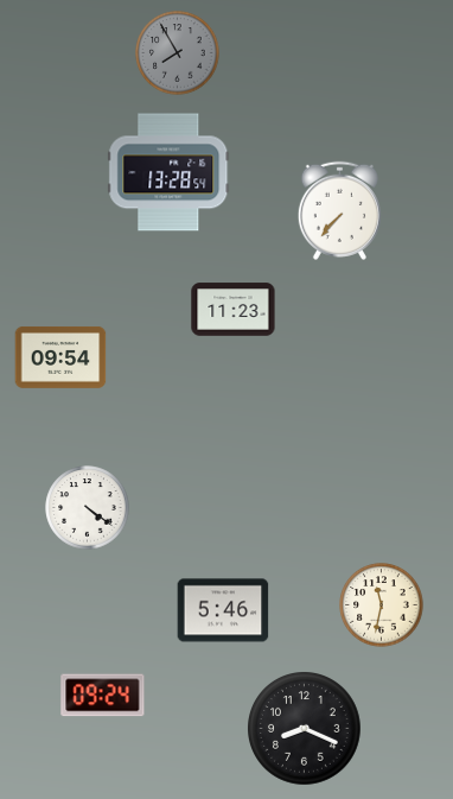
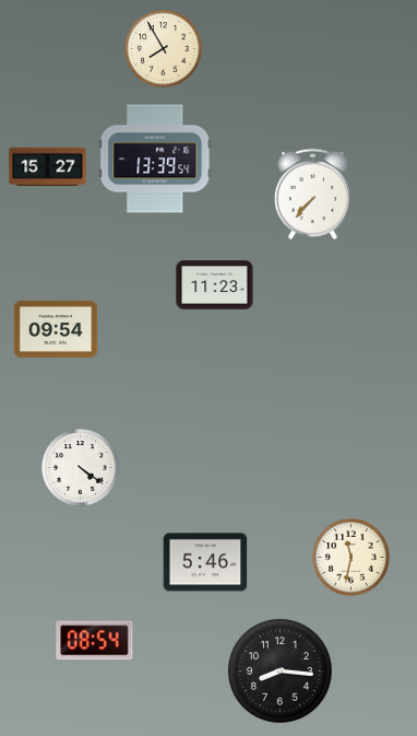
clock at (178, 53) dial: grey -> cream
clock at (168, 172): 13:28 -> 13:39
clock at (48, 166): none -> 15:27
clock at (103, 696): 09:24 -> 08:54
clock at (305, 729): 8:19 -> 8:16
